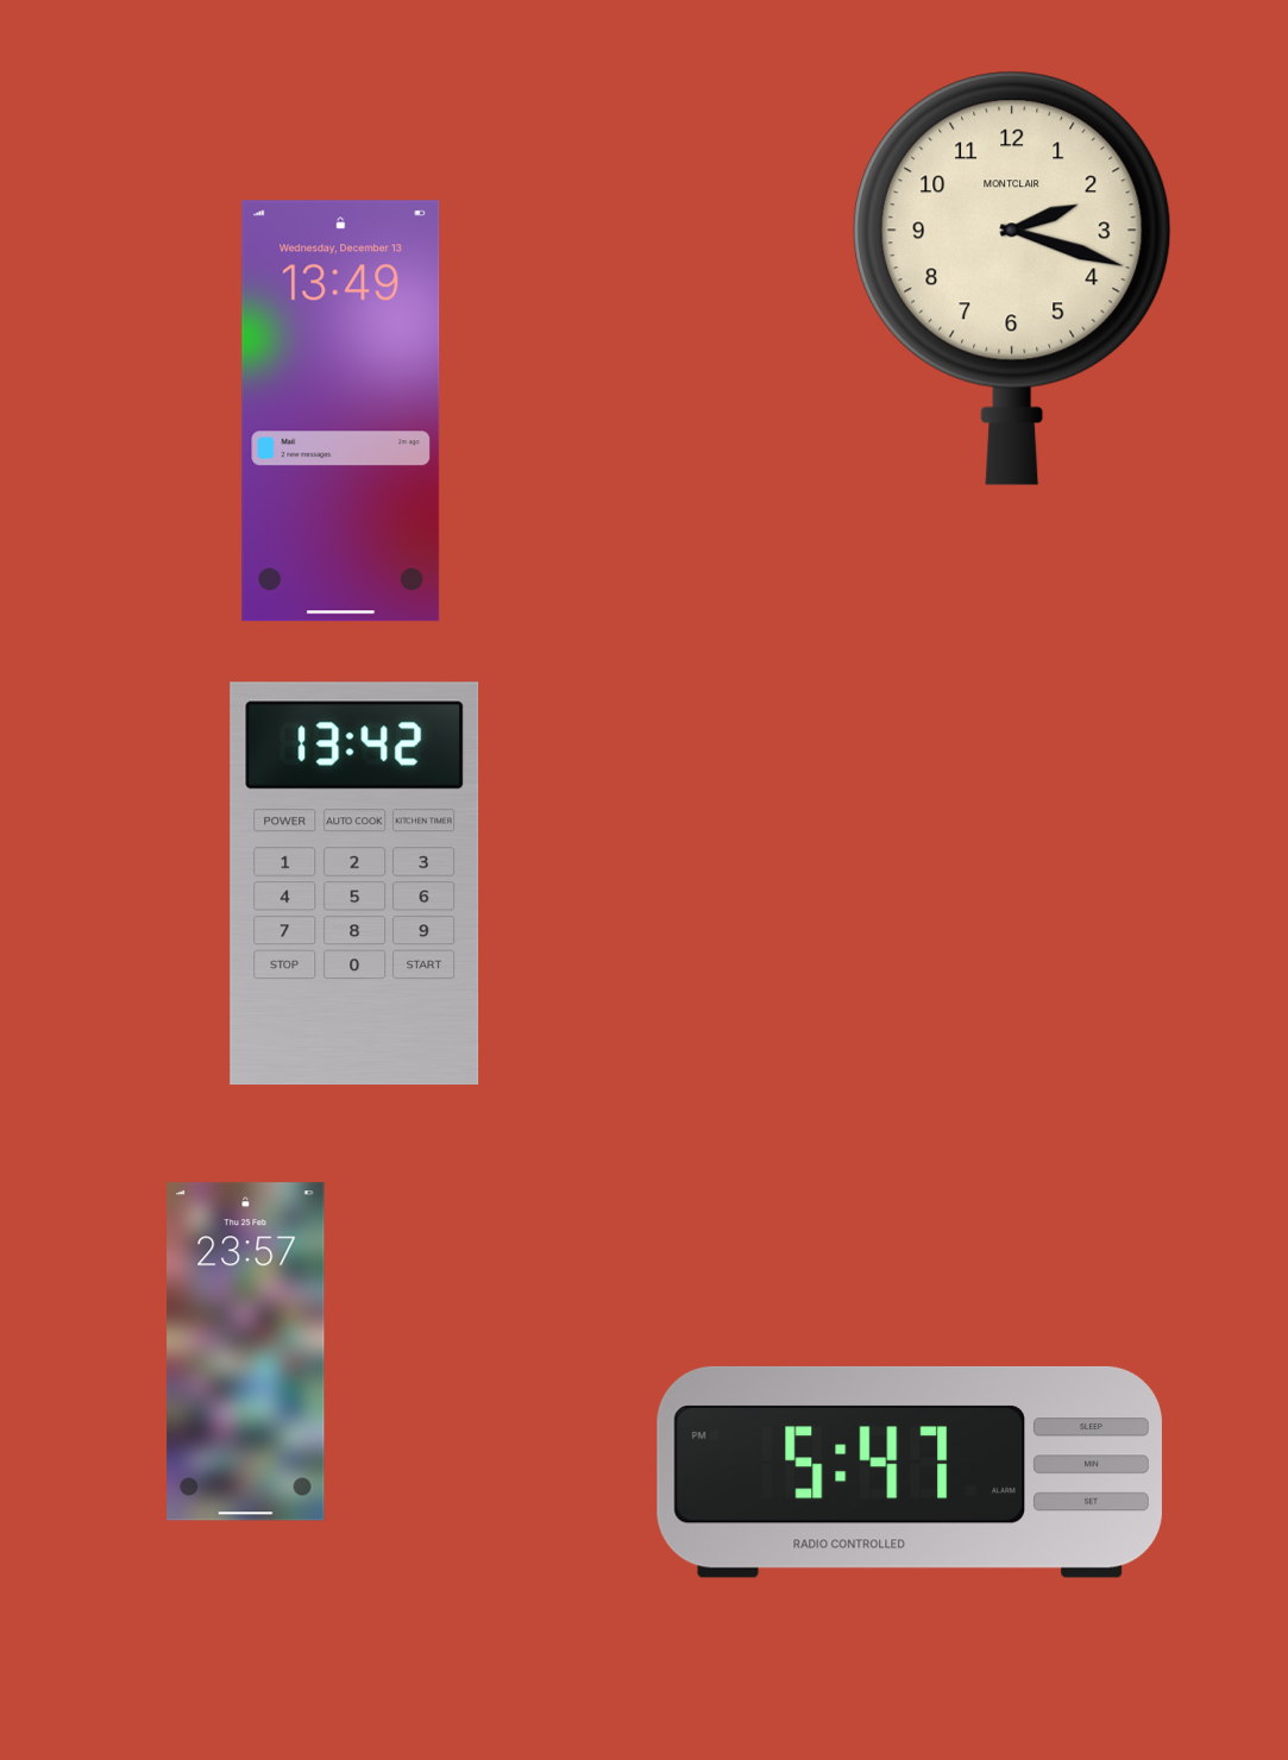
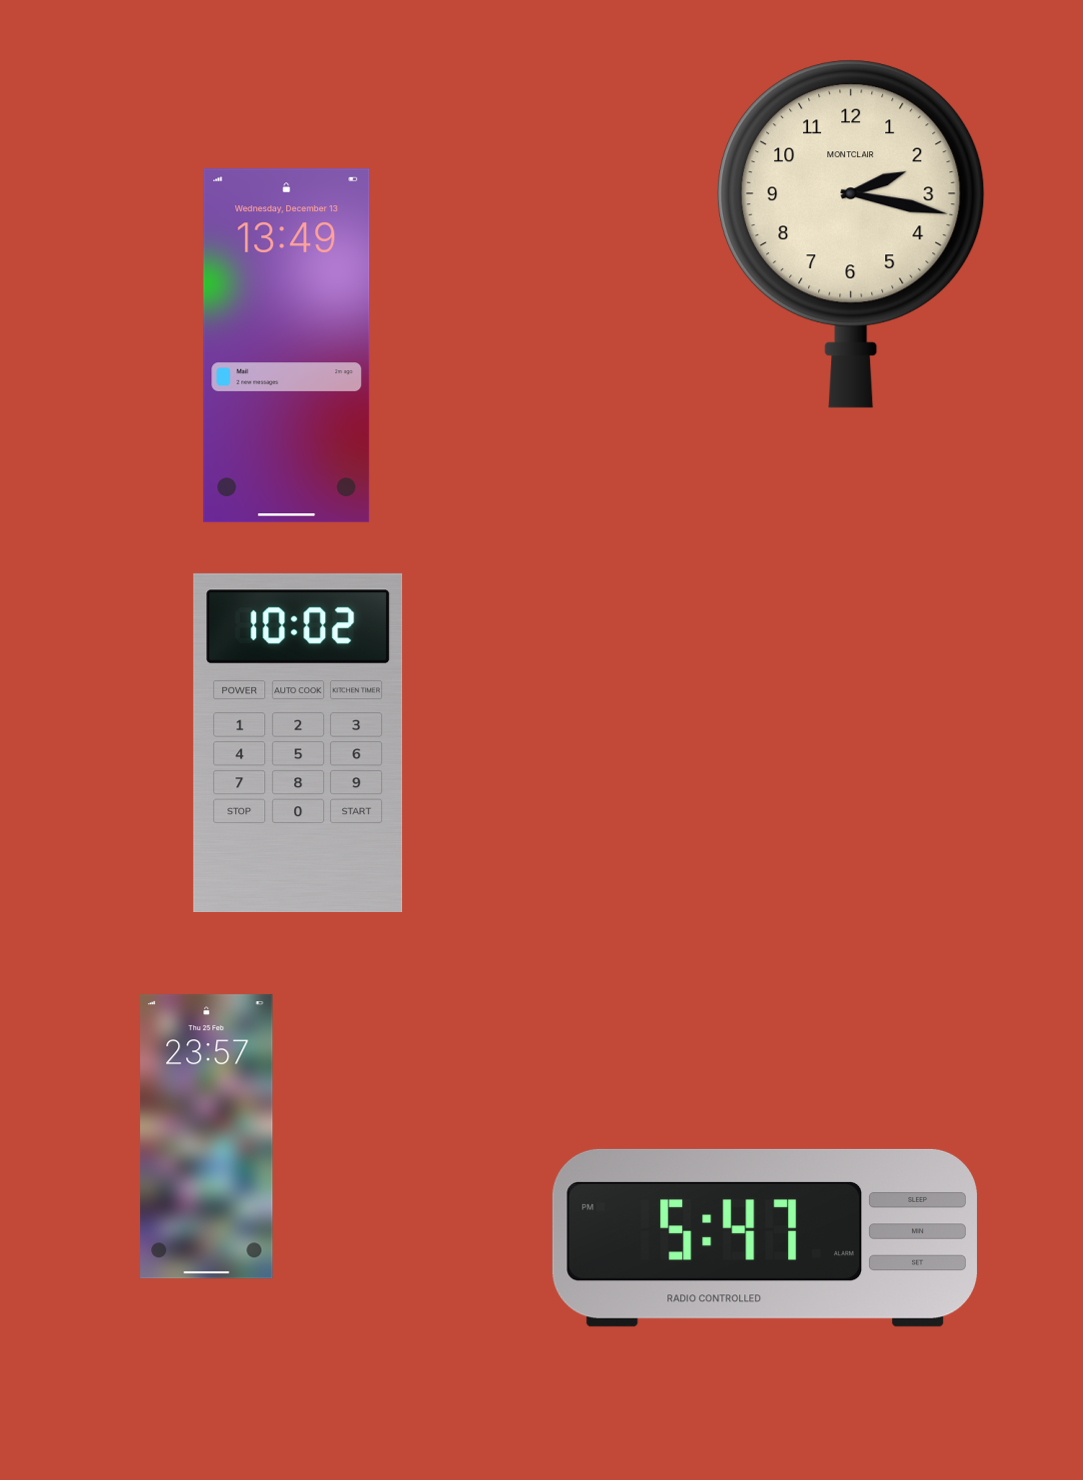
clock at (1012, 278): 2:18 -> 2:17
clock at (354, 884): 13:42 -> 10:02
